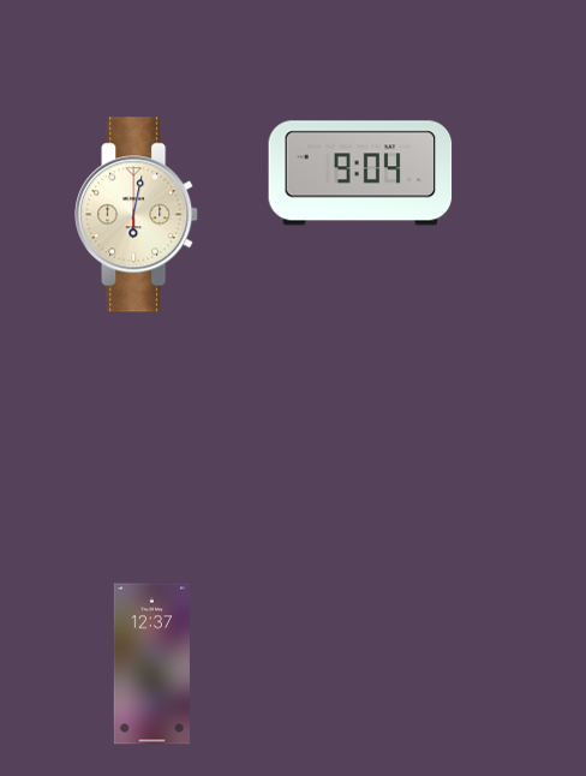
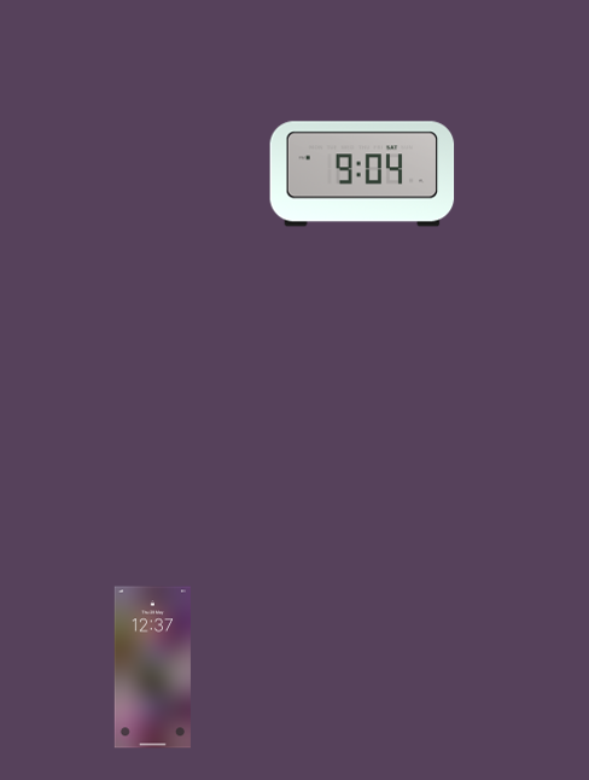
clock at (137, 215): 6:02 -> none
